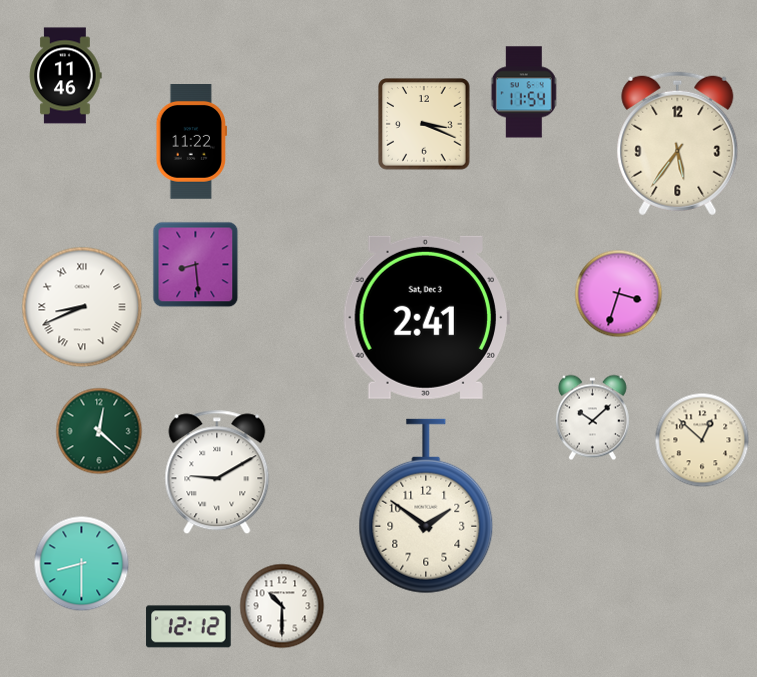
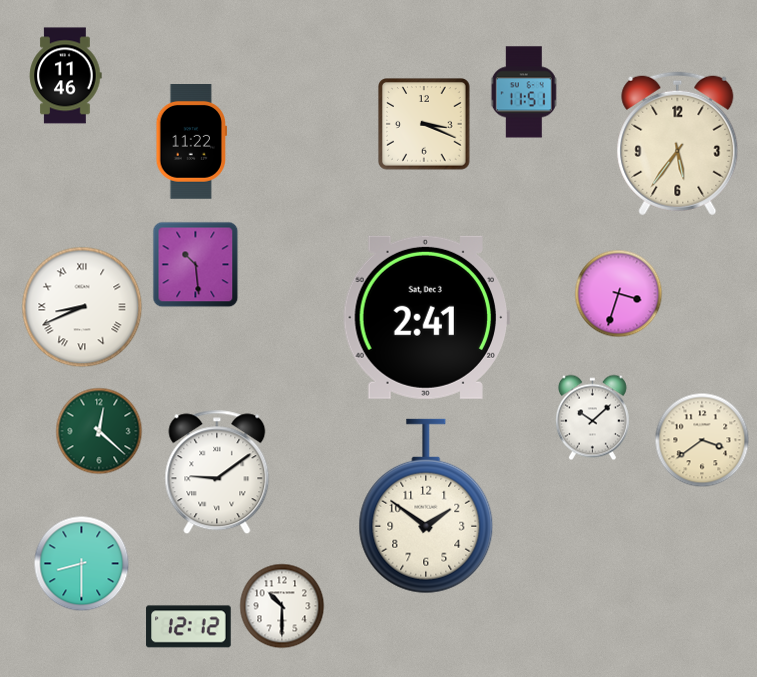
clock at (524, 92): 11:54 -> 11:51
clock at (196, 265): 8:29 -> 10:29
clock at (702, 440): 12:52 -> 3:39
clock at (217, 472): 9:10 -> 9:09
